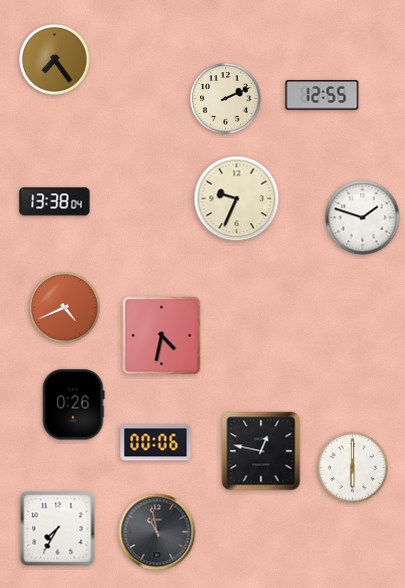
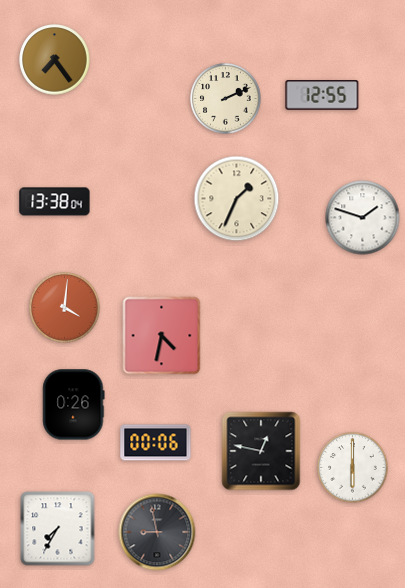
clock at (237, 199): 9:34 -> 1:34
clock at (65, 308): 4:41 -> 4:01
clock at (157, 532): 10:58 -> 8:58
